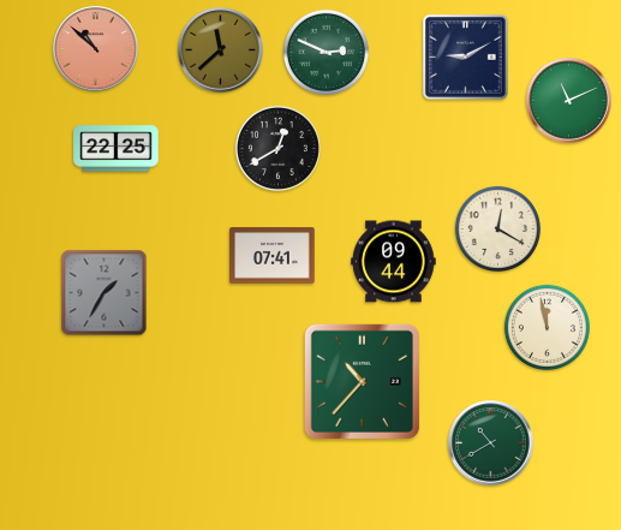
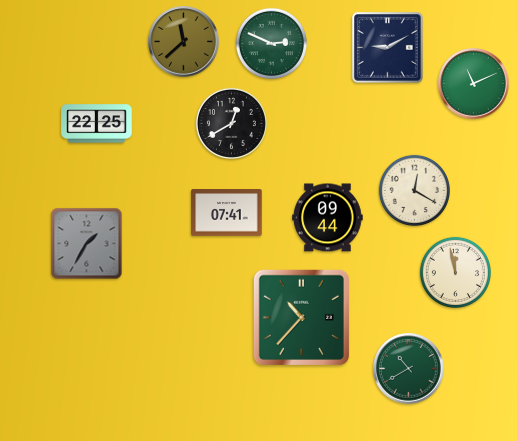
clock at (96, 49): 10:52 -> none
